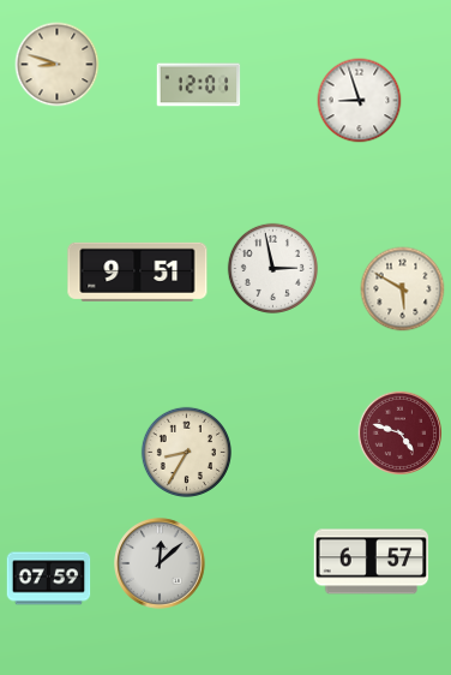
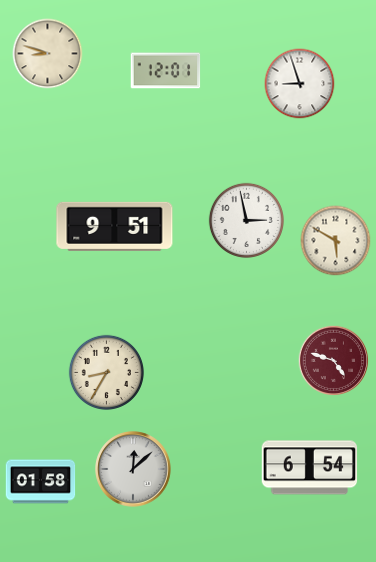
clock at (272, 268) position: (272, 268) -> (246, 220)
clock at (186, 452) position: (186, 452) -> (106, 372)
clock at (372, 562): 6:57 -> 6:54
clock at (49, 579): 07:59 -> 01:58
